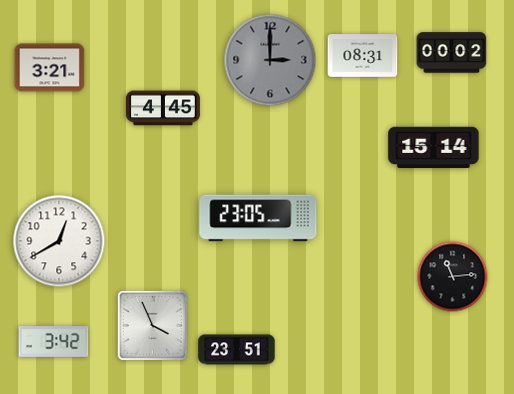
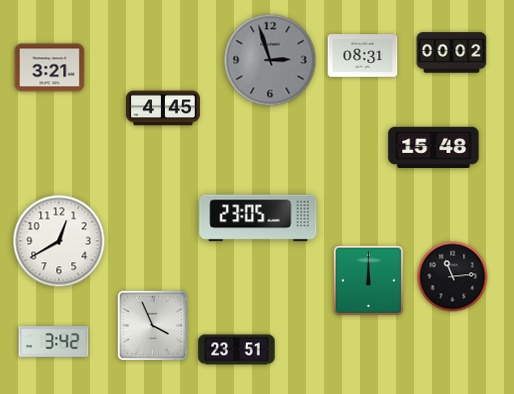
clock at (270, 60): 3:00 -> 2:57
clock at (434, 148): 15:14 -> 15:48
clock at (368, 280): none -> 12:00
